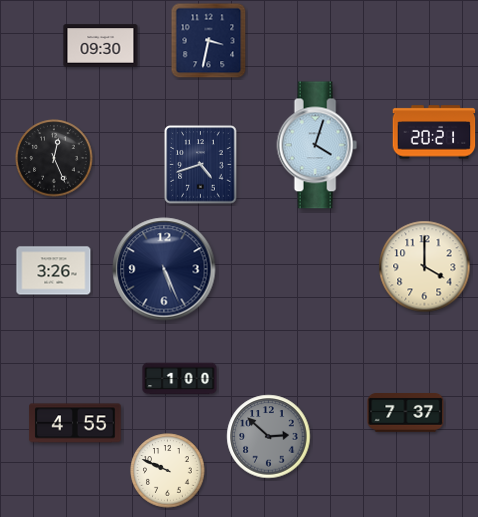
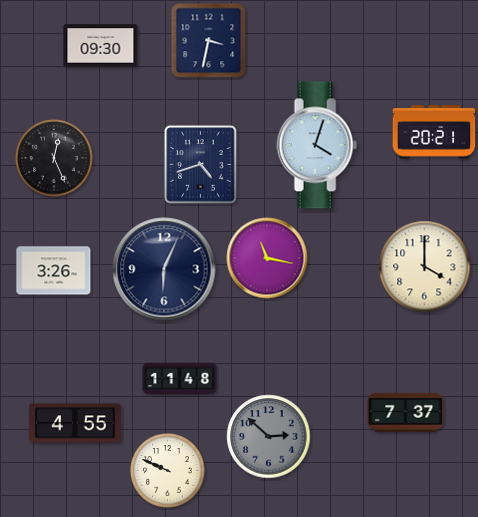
clock at (267, 258): none -> 11:17
clock at (164, 269): 5:26 -> 6:04
clock at (180, 379): 1:00 -> 11:48
